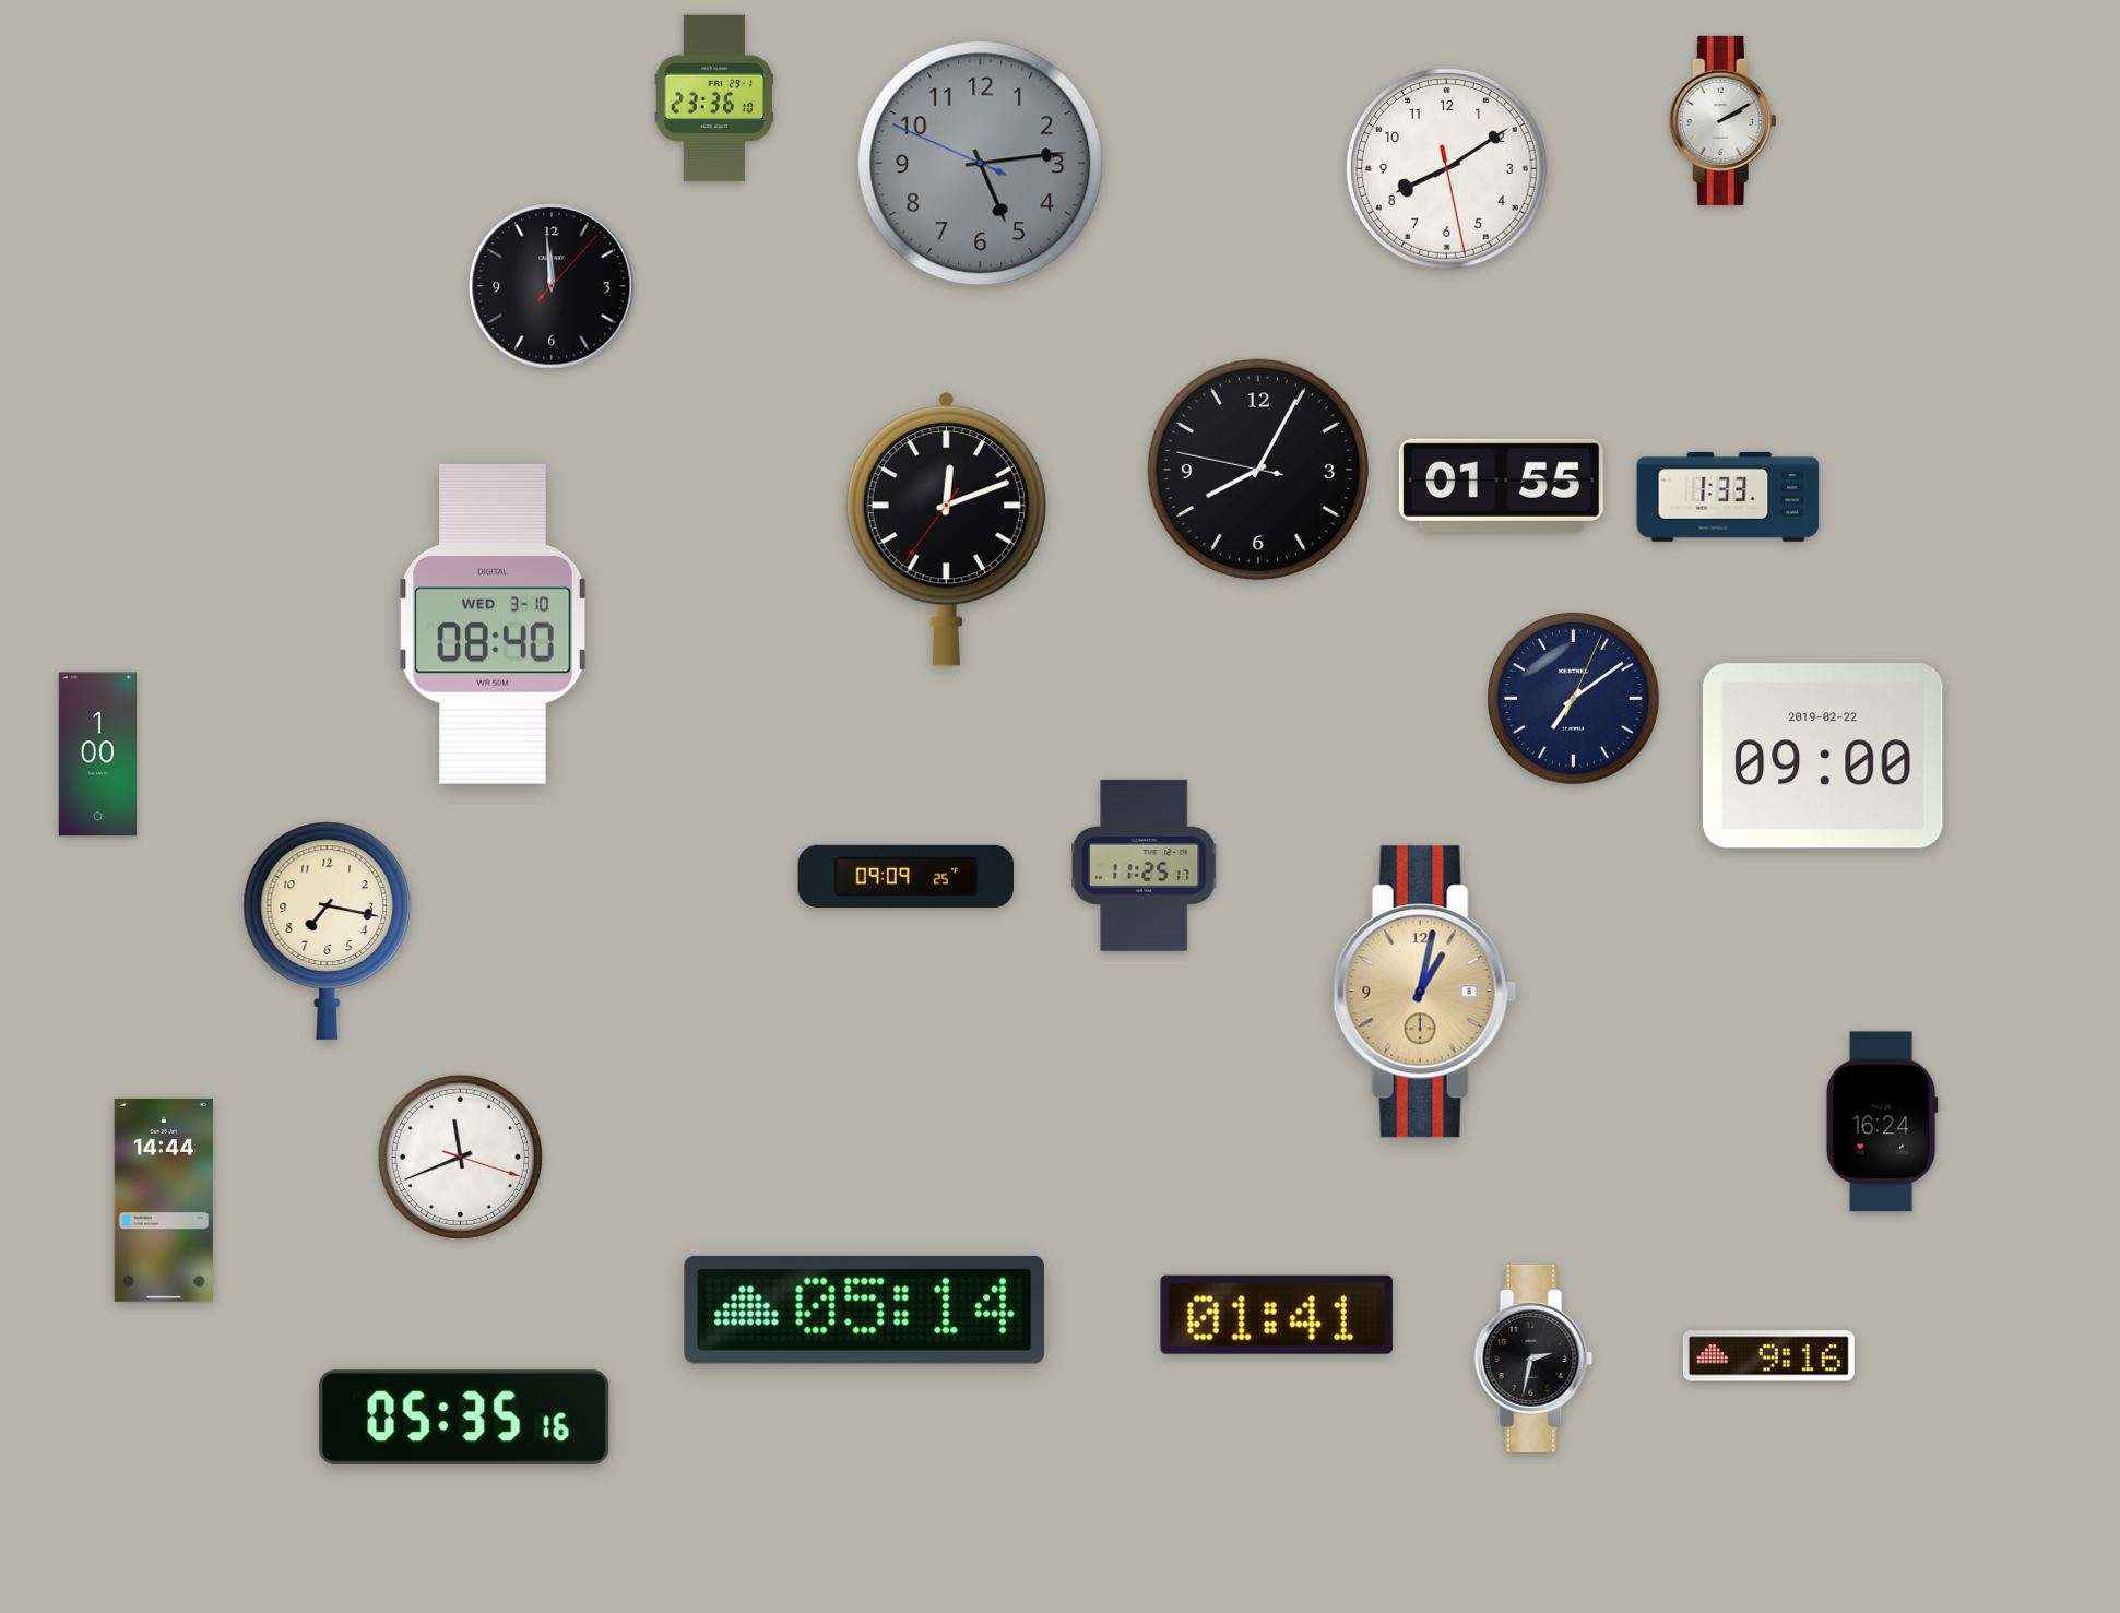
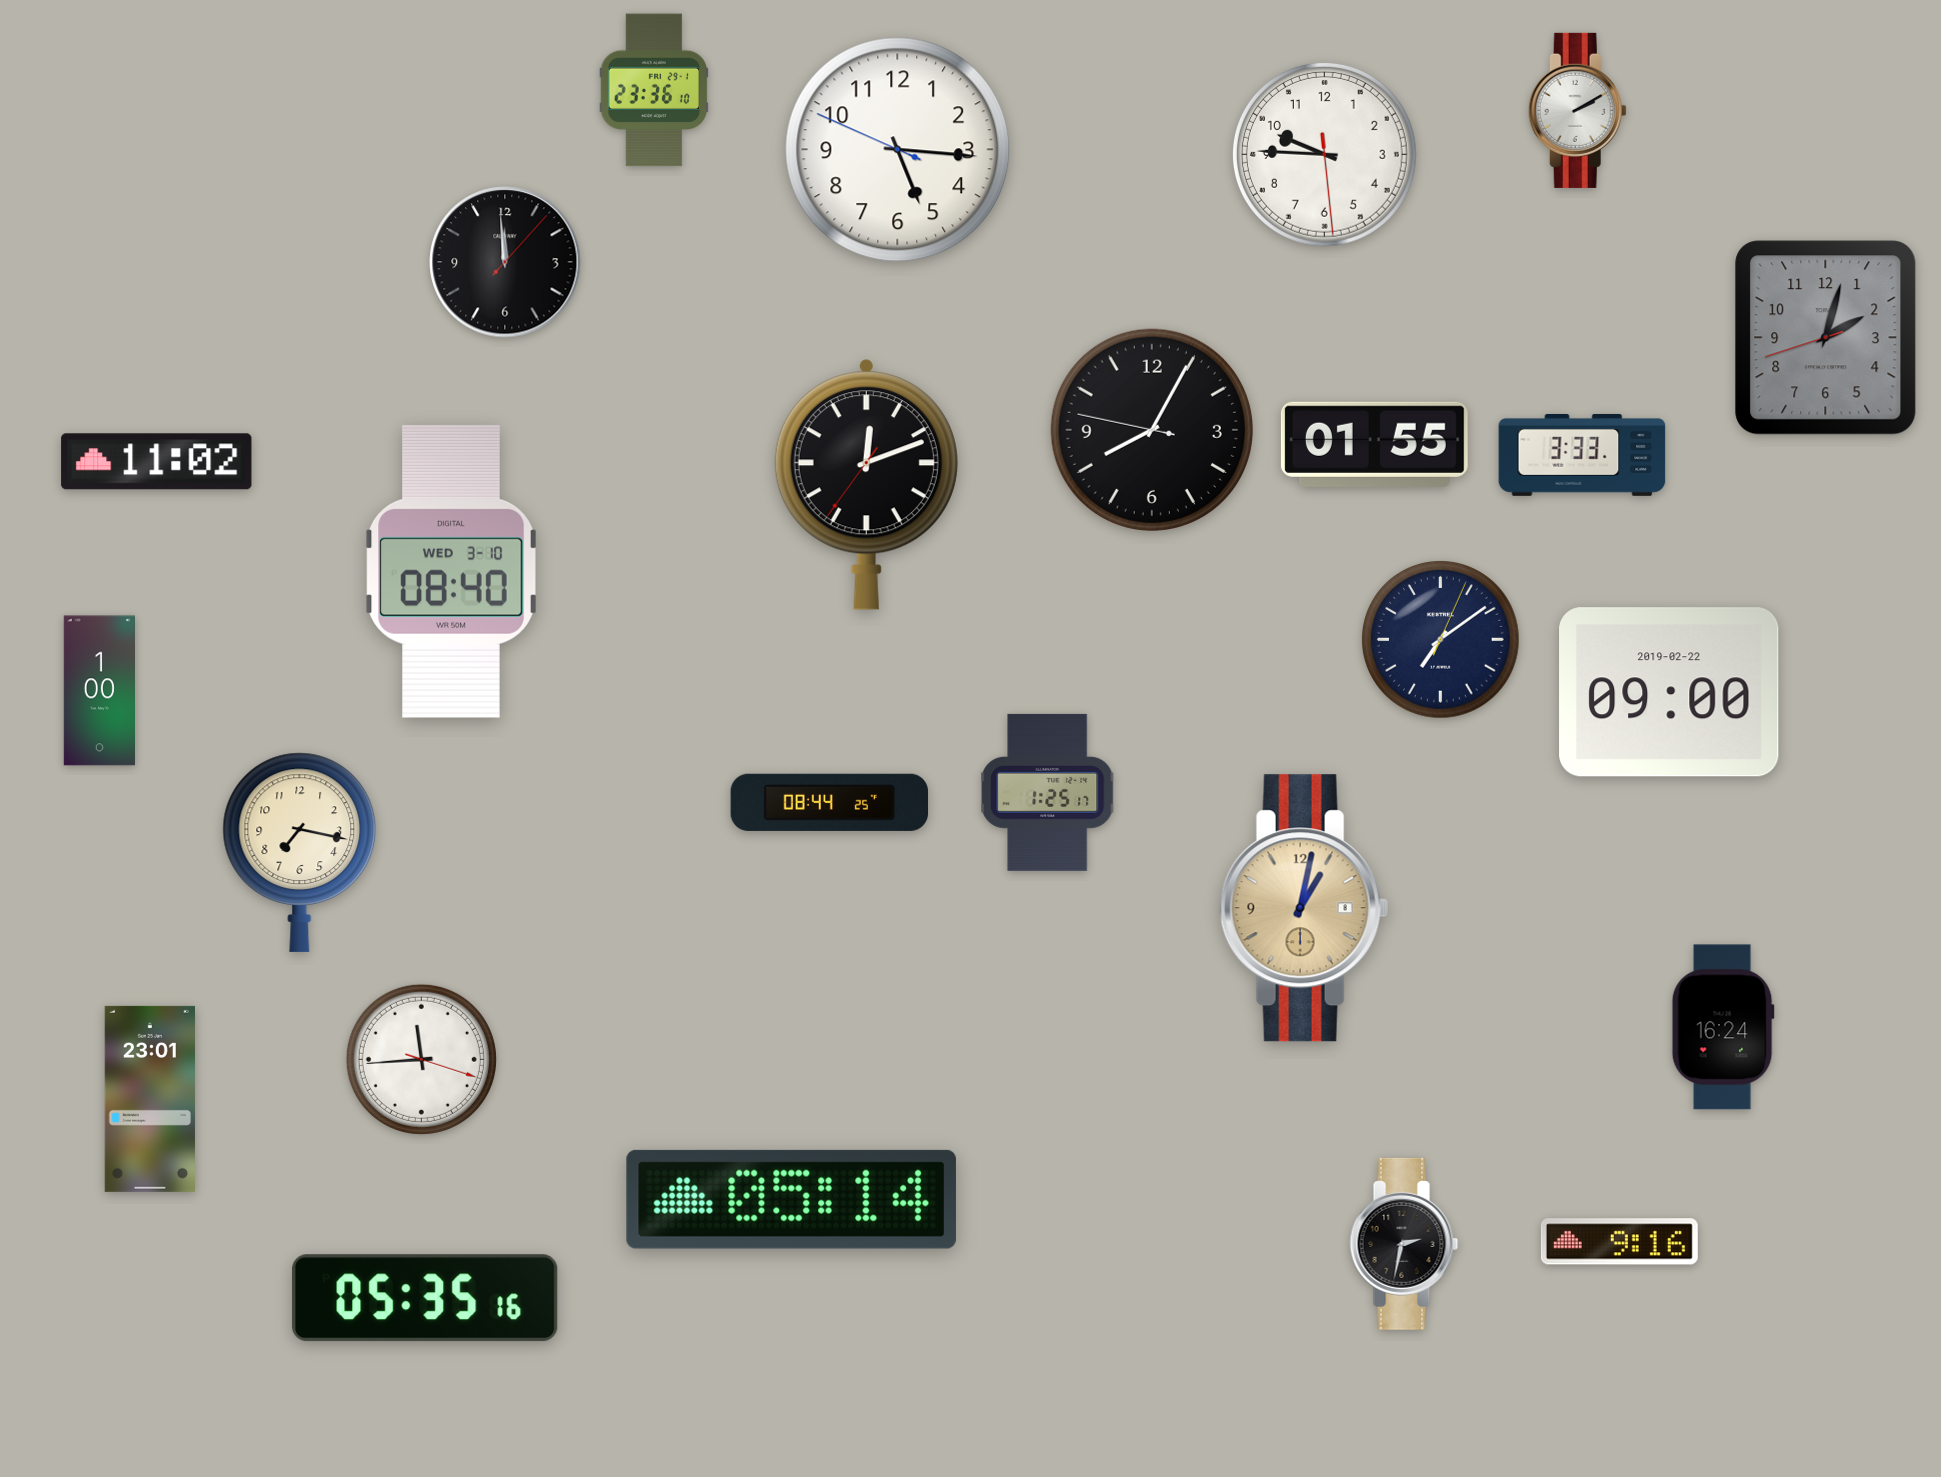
clock at (981, 164): 5:13 -> 5:15
clock at (981, 164) dial: grey -> white
clock at (1446, 168): 8:09 -> 9:45
clock at (1826, 338): none -> 2:02
clock at (1728, 497): 1:33 -> 3:33
clock at (157, 462): none -> 11:02
clock at (97, 755) position: (97, 755) -> (99, 691)
clock at (1145, 865): 11:25 -> 1:25
clock at (907, 876): 09:09 -> 08:44
clock at (460, 1157): 11:41 -> 11:44
clock at (164, 1200): 14:44 -> 23:01
clock at (1277, 1315): 01:41 -> none
